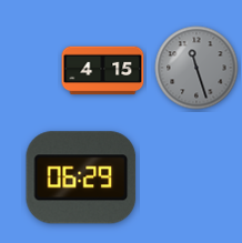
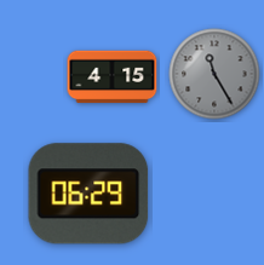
clock at (196, 68): 11:27 -> 11:25
